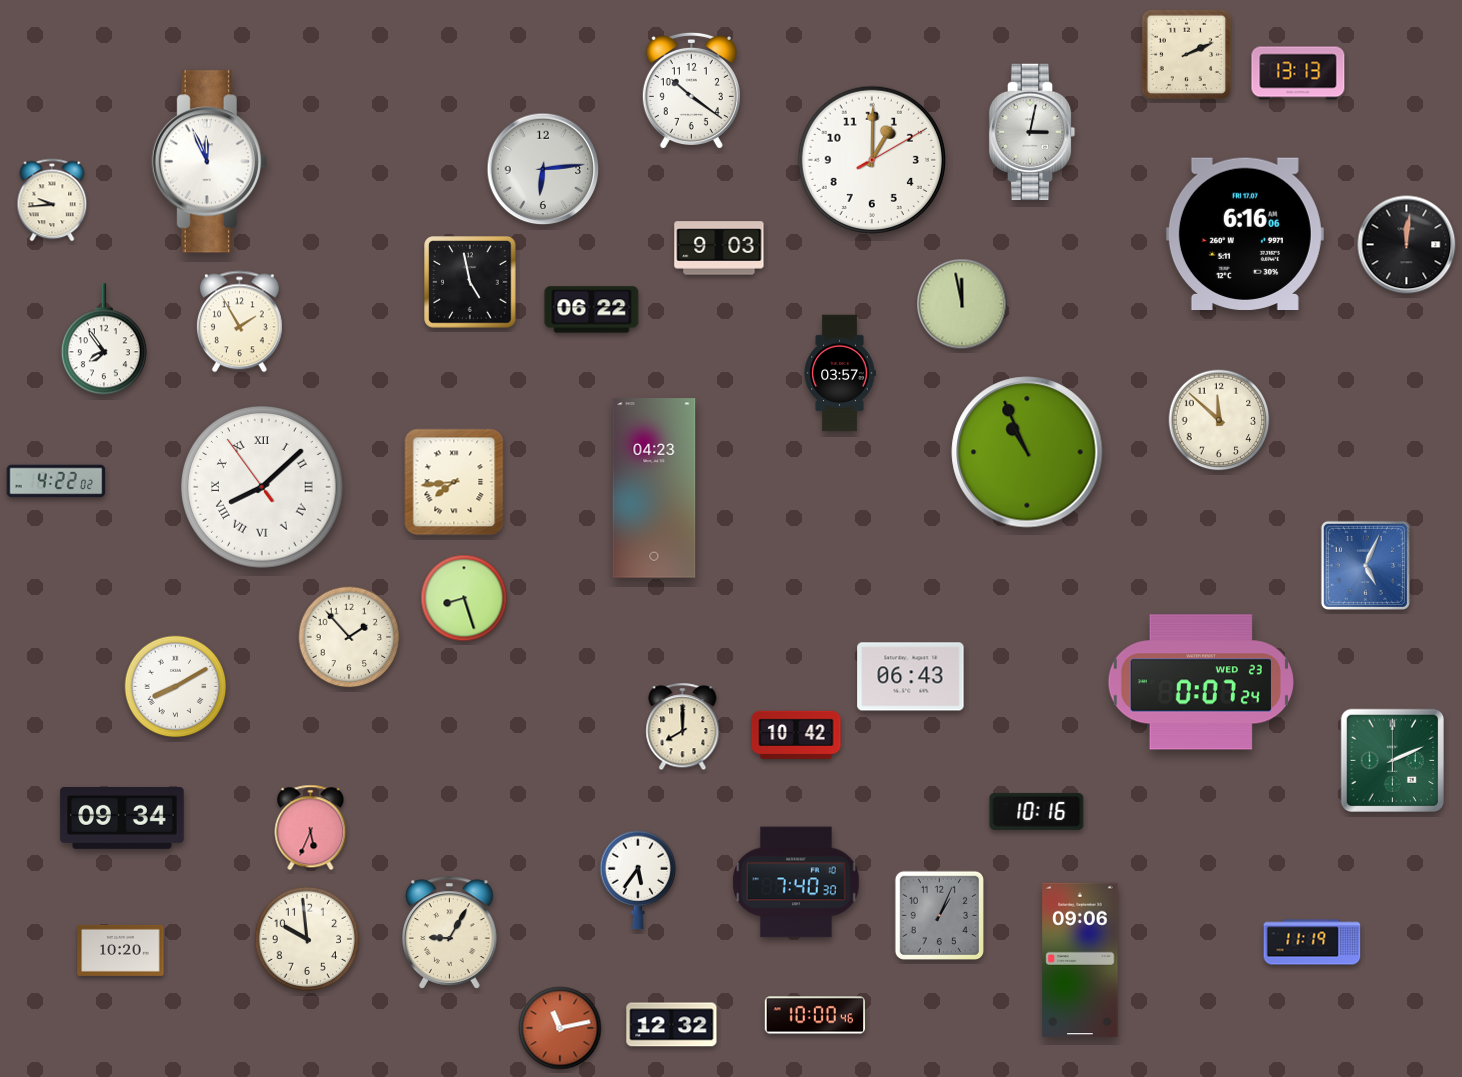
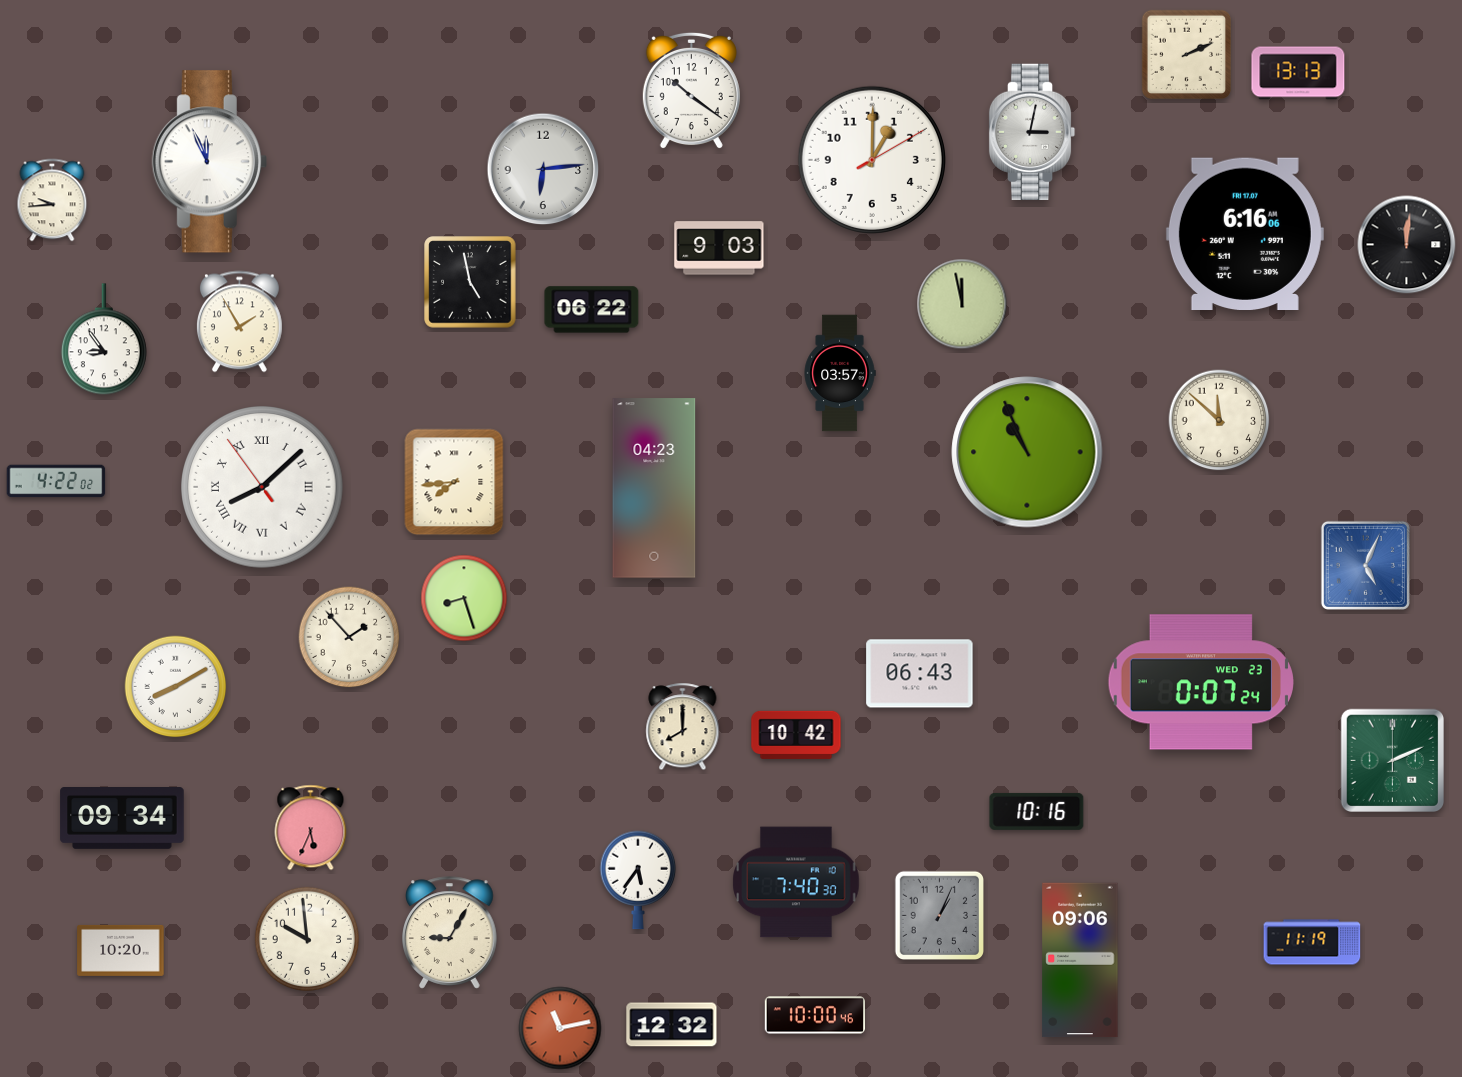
clock at (104, 340): 7:54 -> 8:54
clock at (911, 677) position: (911, 677) -> (920, 674)
